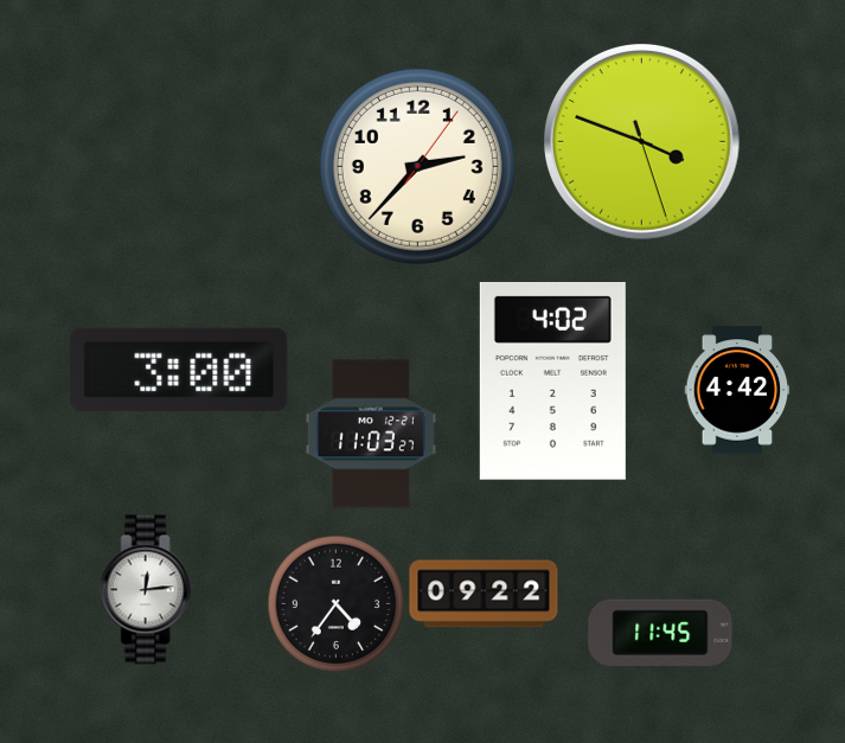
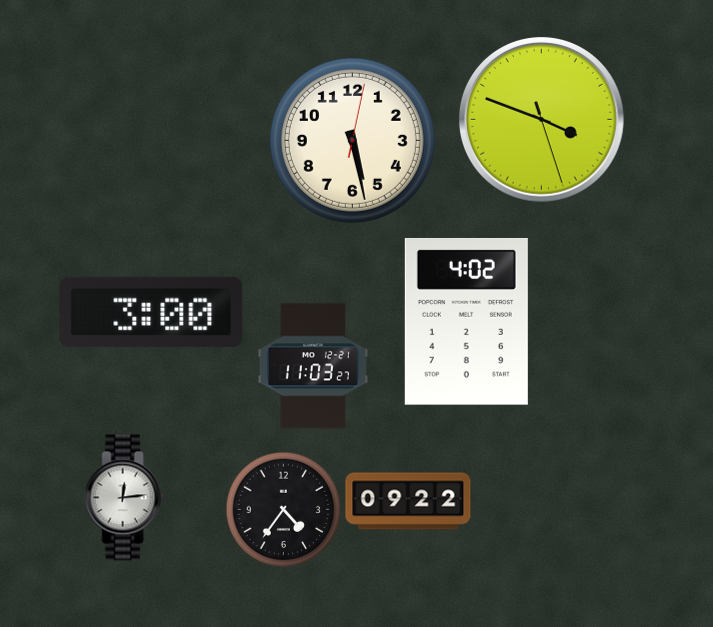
clock at (417, 166): 2:37 -> 5:28
clock at (737, 390): 4:42 -> none
clock at (660, 633): 11:45 -> none
